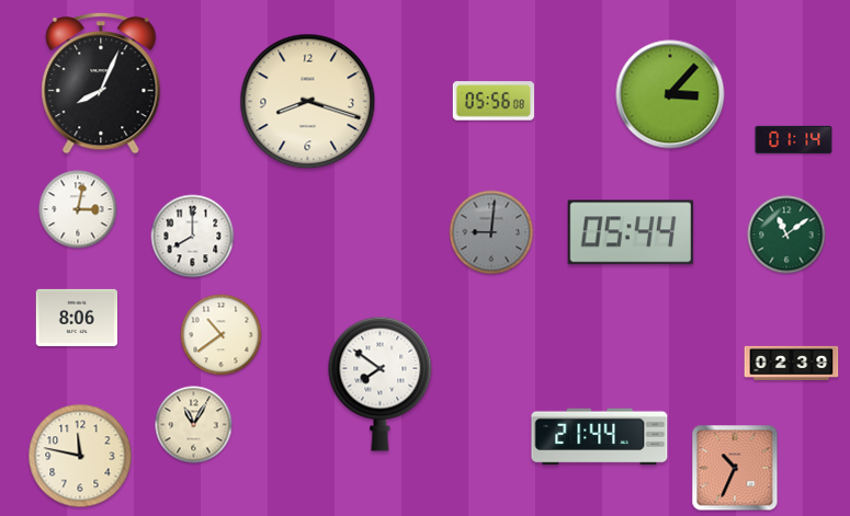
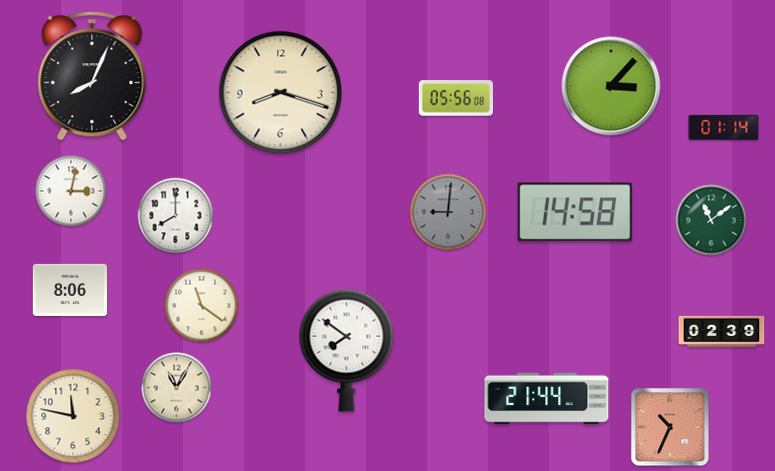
clock at (492, 101) position: (492, 101) -> (455, 98)
clock at (631, 232): 05:44 -> 14:58
clock at (786, 234) position: (786, 234) -> (711, 220)
clock at (222, 335): 10:39 -> 11:21
